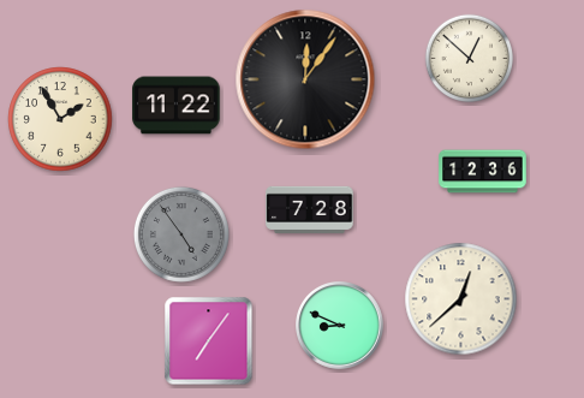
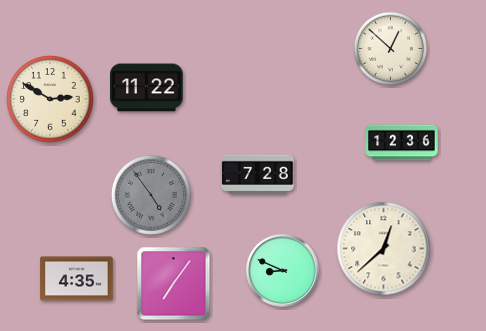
clock at (305, 79): 12:06 -> none
clock at (60, 119): 1:55 -> 2:50
clock at (77, 279): none -> 4:35
